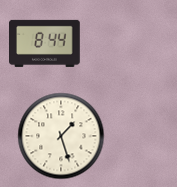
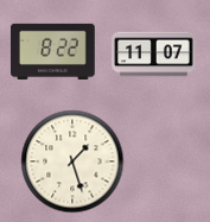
clock at (45, 43): 8:44 -> 8:22
clock at (154, 55): none -> 11:07
